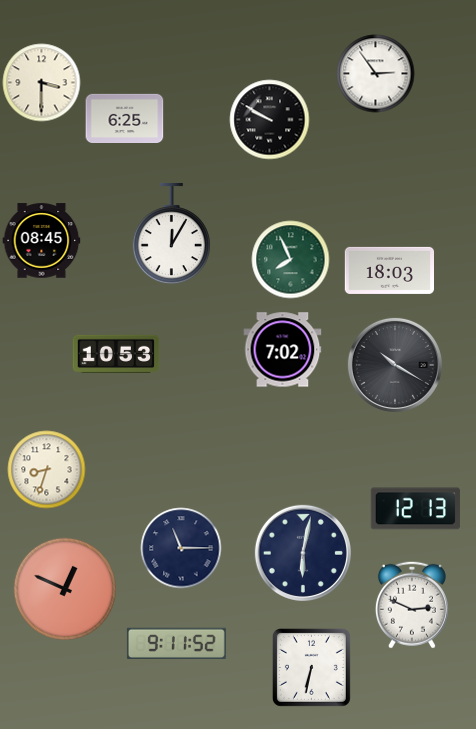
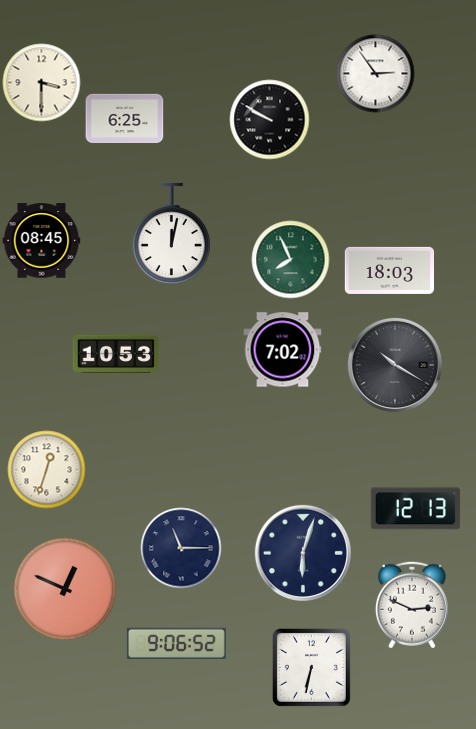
clock at (171, 233): 12:05 -> 12:02
clock at (46, 469): 8:33 -> 12:33
clock at (303, 553): 6:02 -> 6:03
clock at (176, 643): 9:11 -> 9:06
